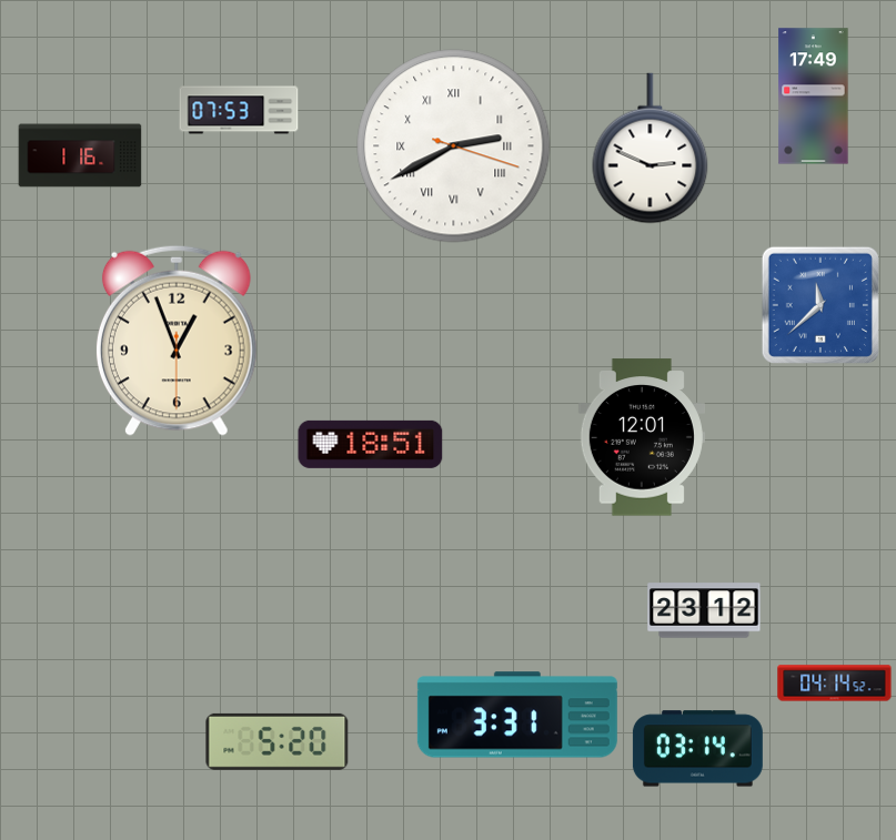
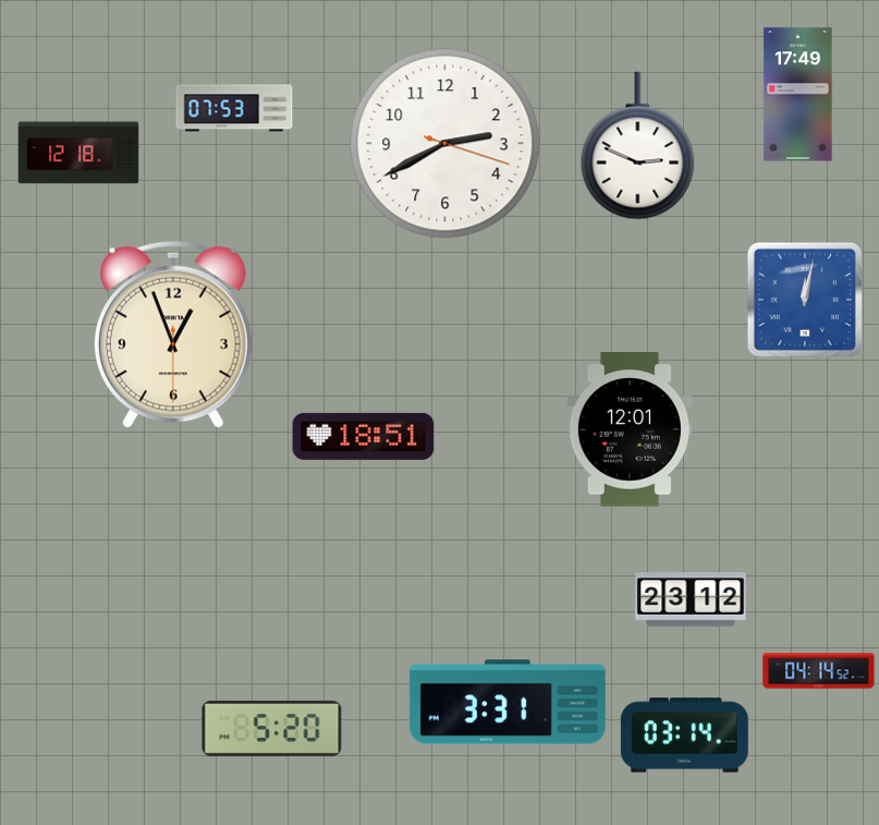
clock at (454, 146) numerals: Roman -> Arabic
clock at (80, 155): 1:16 -> 12:18
clock at (821, 305): 11:38 -> 12:02
